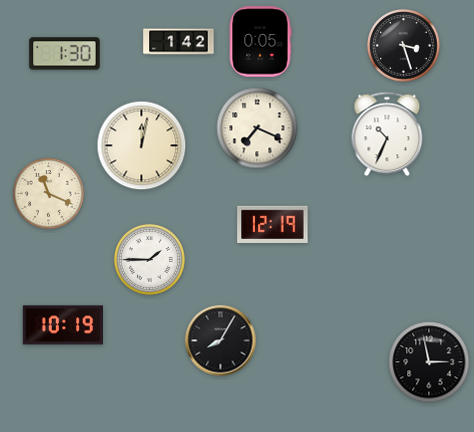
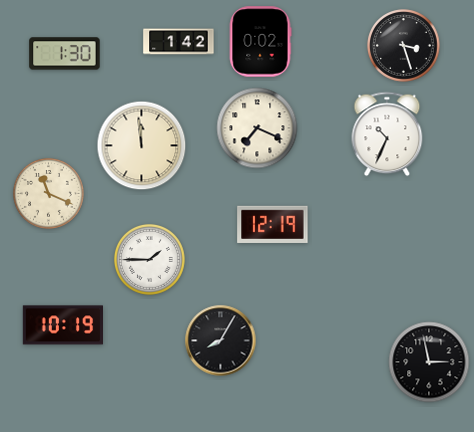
clock at (260, 42): 0:05 -> 0:02
clock at (142, 146): 12:02 -> 11:59
